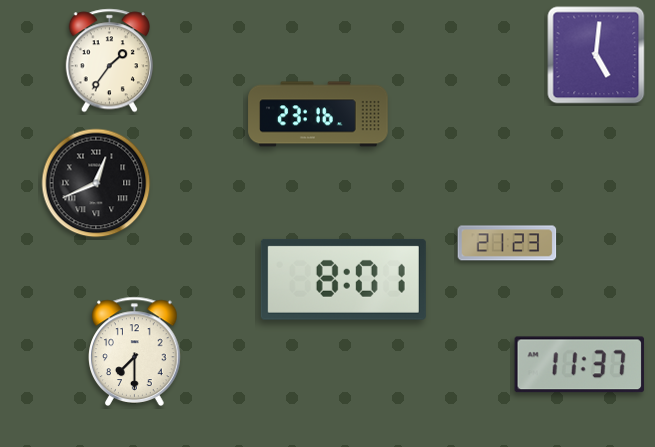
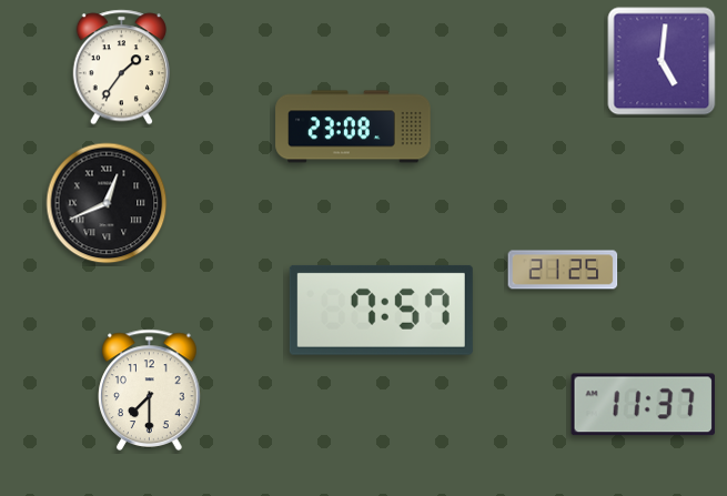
clock at (318, 114): 23:16 -> 23:08
clock at (507, 243): 21:23 -> 21:25
clock at (343, 279): 8:01 -> 7:57
